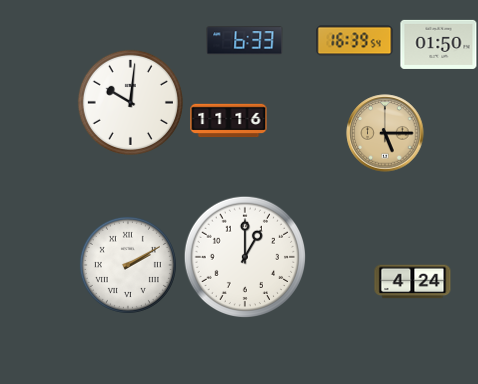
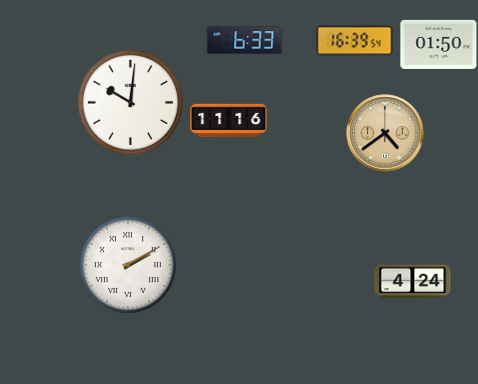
clock at (385, 133): 5:15 -> 4:39
clock at (244, 256): 1:00 -> none
